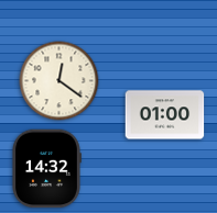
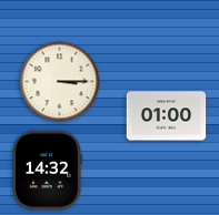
clock at (59, 81): 12:21 -> 3:15
